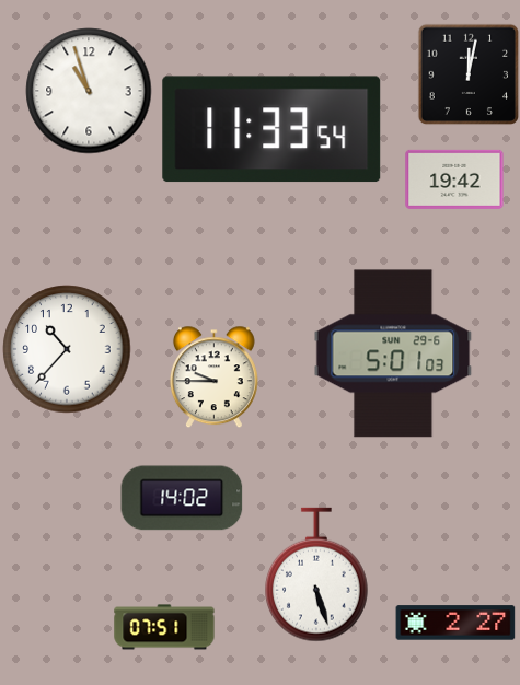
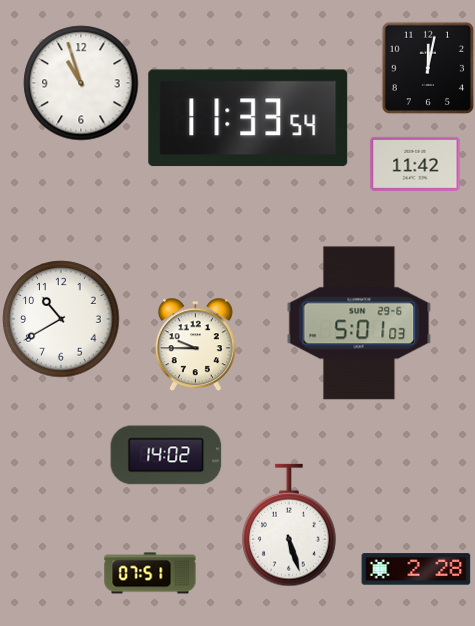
clock at (454, 179): 19:42 -> 11:42
clock at (67, 349): 10:37 -> 10:40
clock at (455, 623): 2:27 -> 2:28
